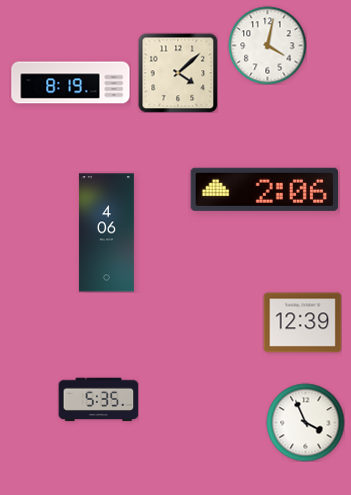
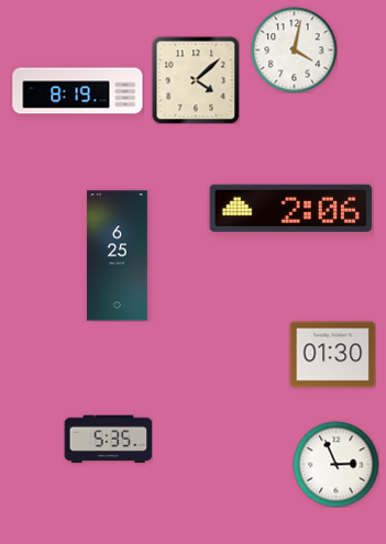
clock at (106, 233): 4:06 -> 6:25
clock at (302, 323): 12:39 -> 01:30
clock at (305, 422): 3:56 -> 2:56
